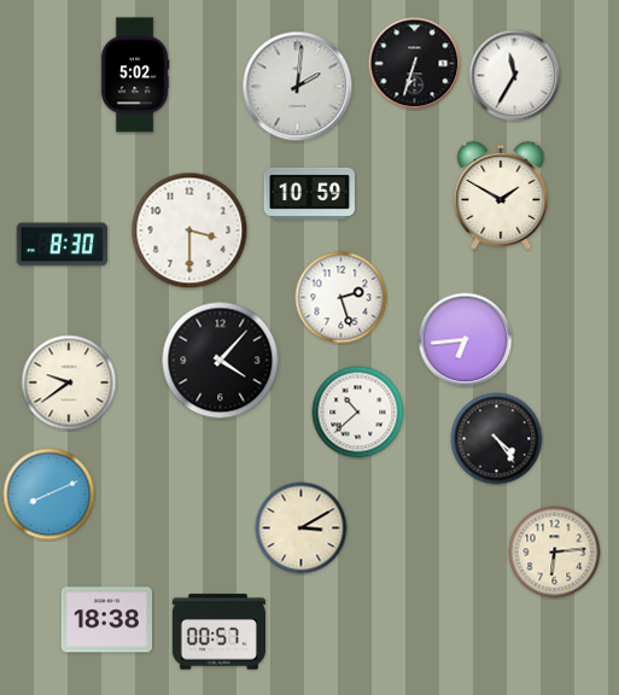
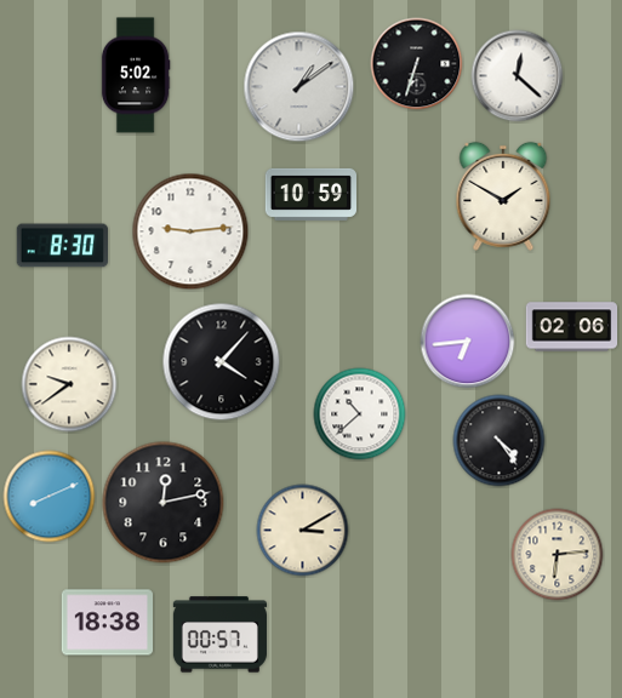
clock at (515, 76): 11:35 -> 12:22
clock at (298, 87): 2:01 -> 1:09
clock at (189, 230): 3:30 -> 9:14
clock at (341, 298): 2:27 -> none
clock at (572, 327): none -> 02:06
clock at (164, 503): none -> 12:13
